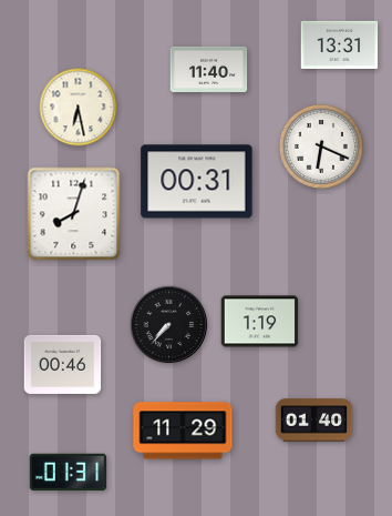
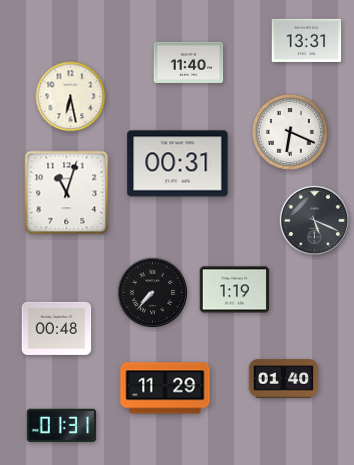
clock at (74, 214): 8:03 -> 11:03
clock at (314, 220): none -> 5:19
clock at (63, 364): 00:46 -> 00:48
